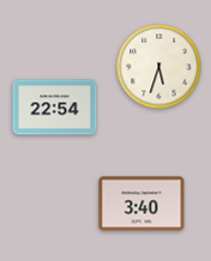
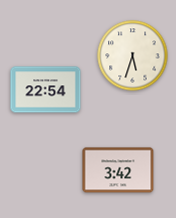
clock at (141, 204): 3:40 -> 3:42
